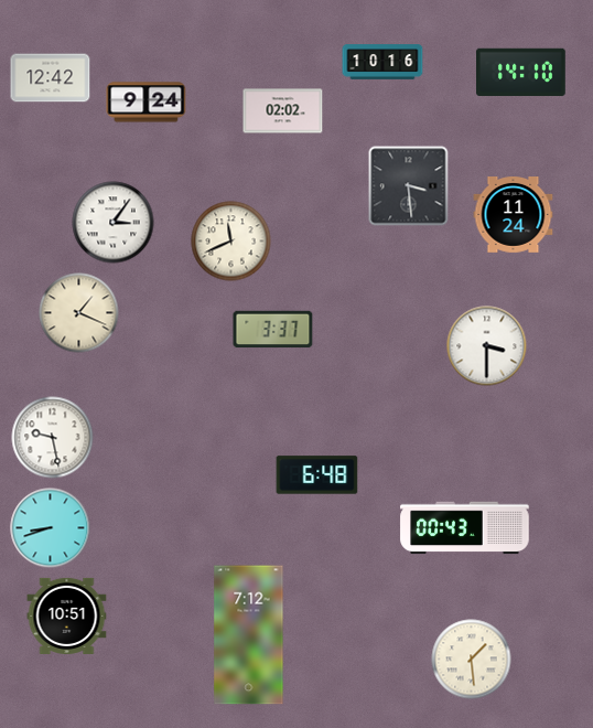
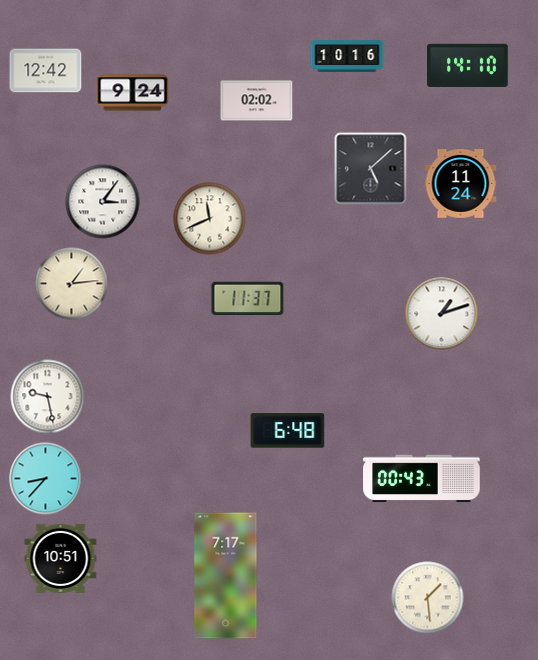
clock at (521, 73) position: (521, 73) -> (468, 66)
clock at (409, 186): 3:29 -> 5:08
clock at (514, 215) position: (514, 215) -> (461, 184)
clock at (79, 313): 1:19 -> 1:14
clock at (273, 330): 3:37 -> 11:37
clock at (487, 346): 3:30 -> 1:12
clock at (51, 528): 8:42 -> 8:37
clock at (249, 635): 7:12 -> 7:17
